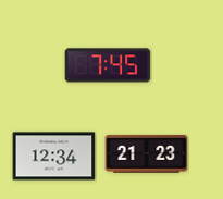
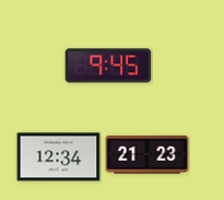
clock at (108, 65): 7:45 -> 9:45
clock at (54, 157) position: (54, 157) -> (59, 157)
